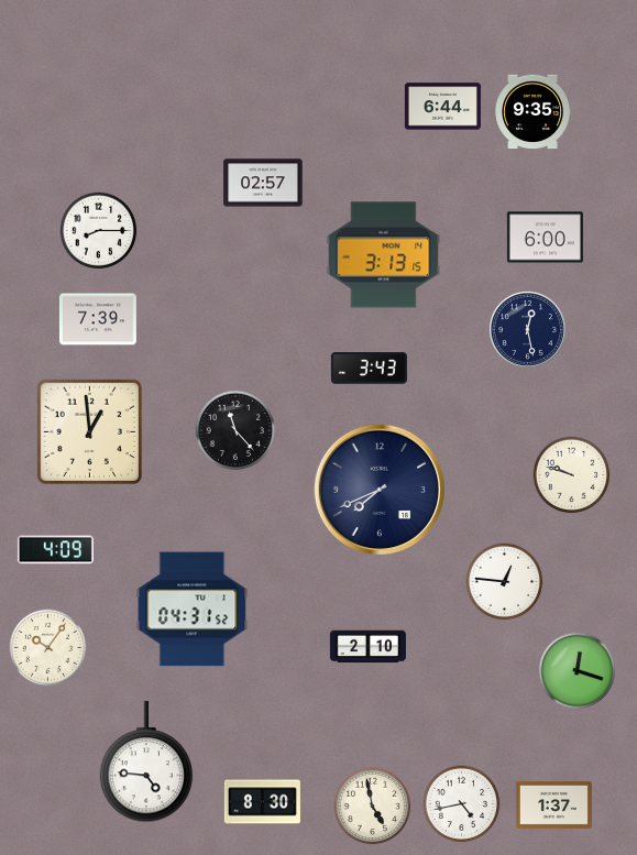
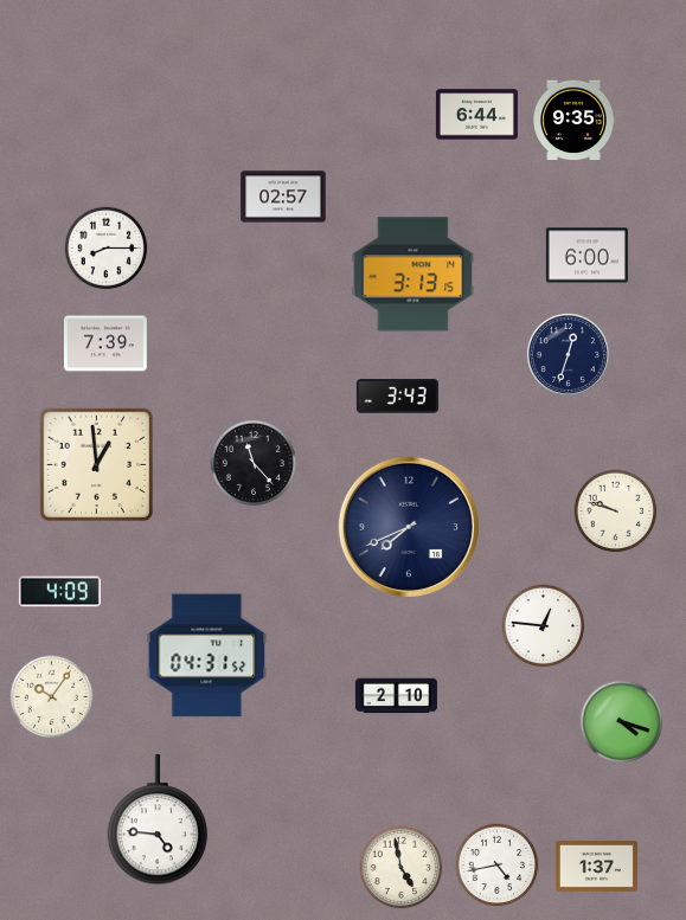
clock at (527, 329): 12:28 -> 12:33
clock at (578, 671): 12:18 -> 4:18
clock at (262, 802): 8:30 -> none
